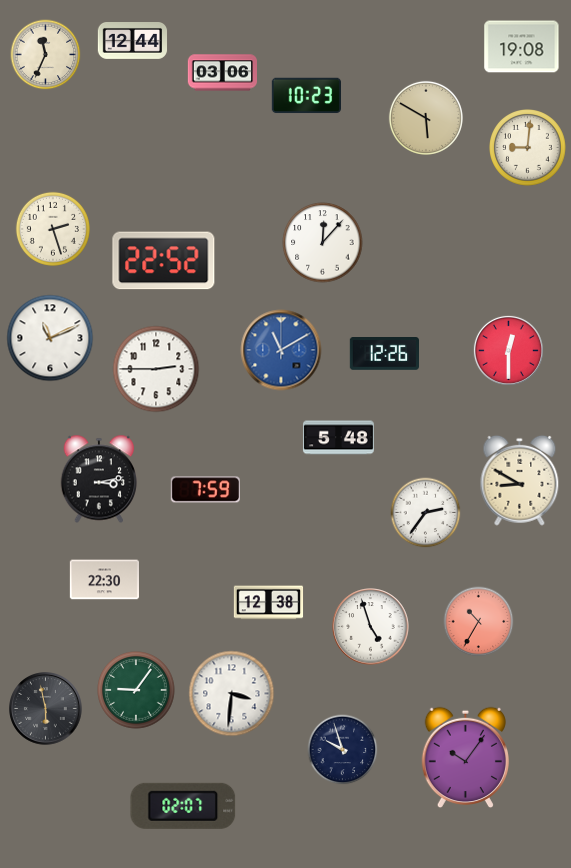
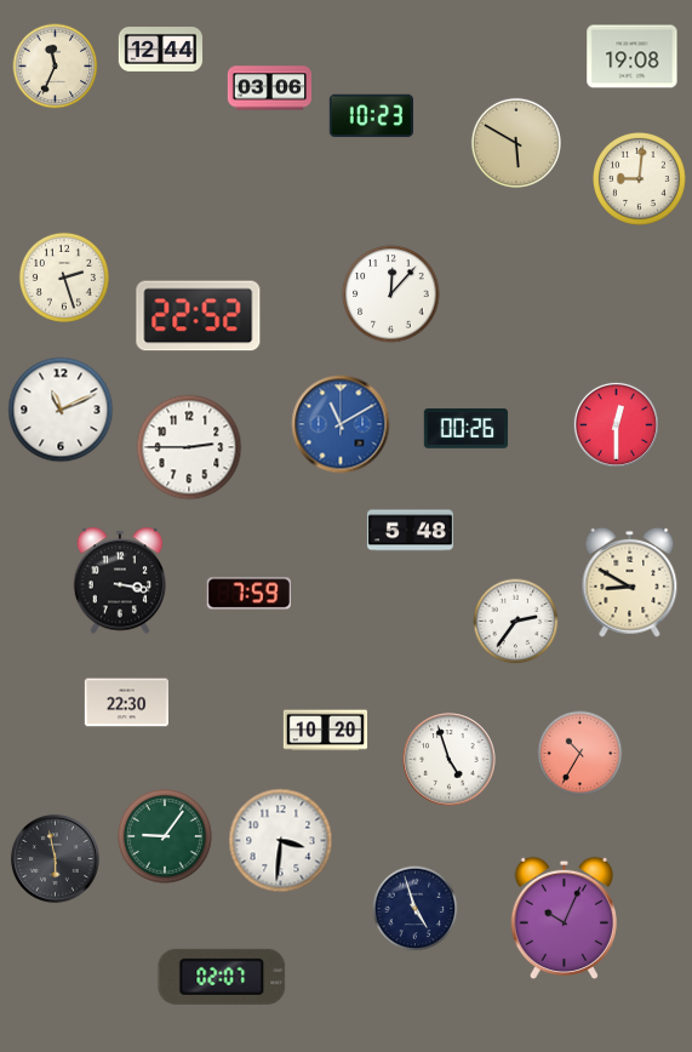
clock at (384, 354): 12:26 -> 00:26
clock at (98, 479): 3:13 -> 3:17
clock at (269, 603): 12:38 -> 10:20
clock at (343, 750): 9:57 -> 4:57
clock at (465, 758): 10:06 -> 10:04
